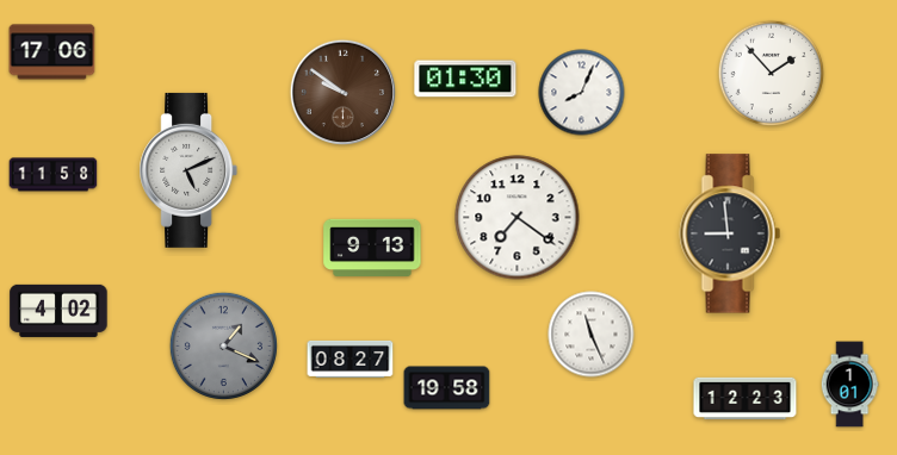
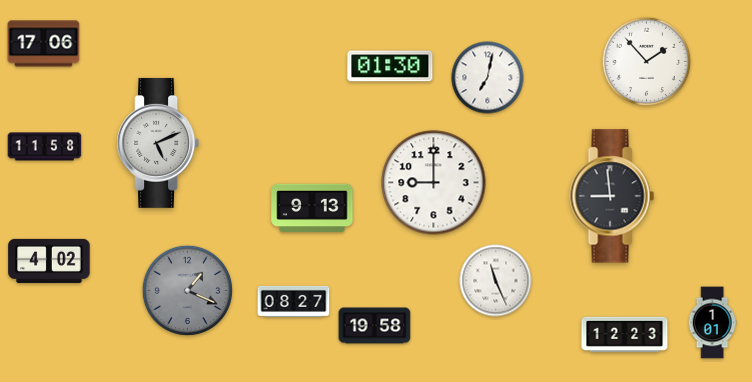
clock at (342, 92): 9:51 -> none
clock at (582, 93): 8:04 -> 7:02
clock at (518, 218): 7:21 -> 9:00
